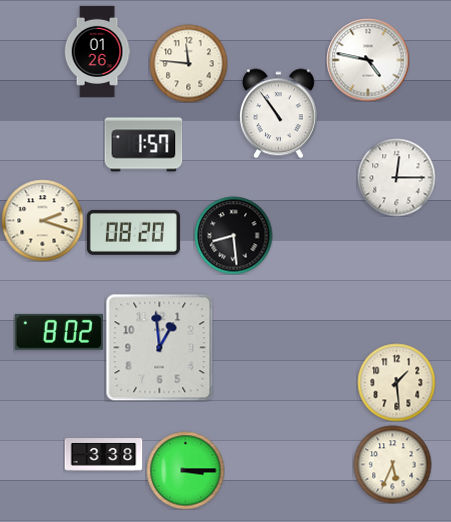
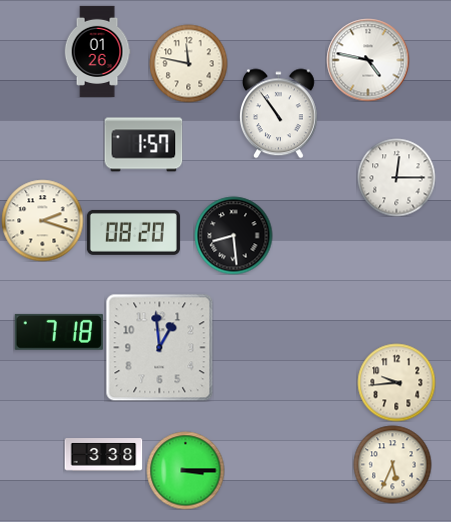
clock at (188, 63): 11:46 -> 11:47
clock at (59, 332): 8:02 -> 7:18
clock at (396, 382): 1:29 -> 9:44
